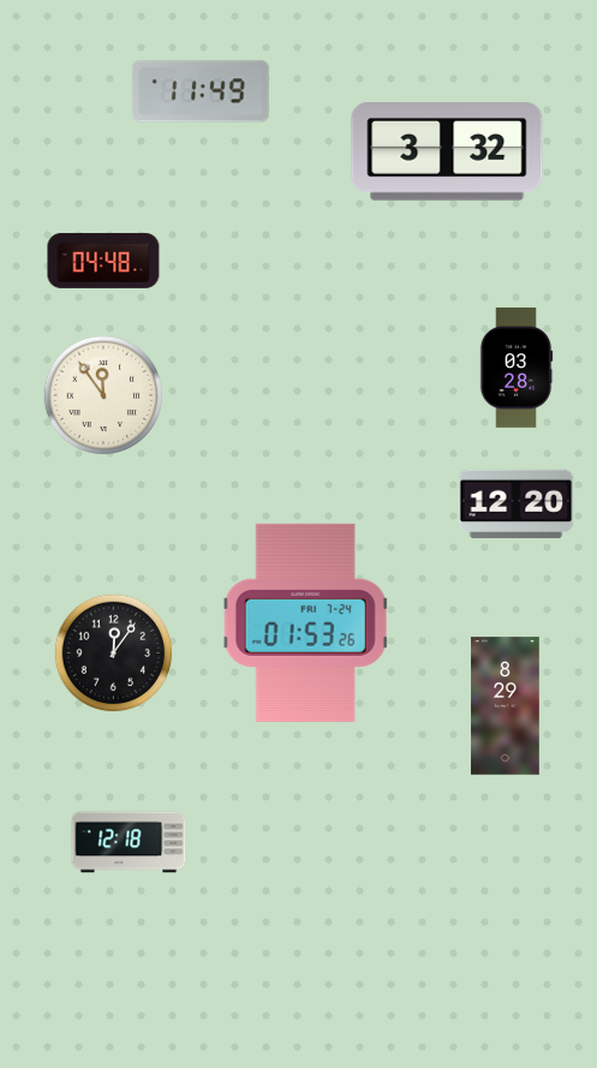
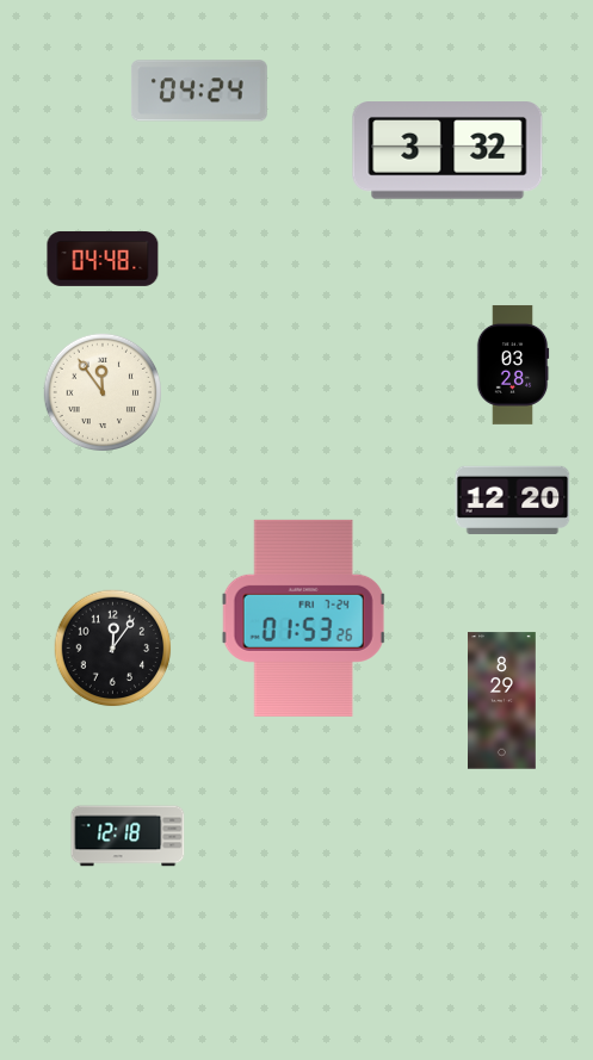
clock at (201, 91): 11:49 -> 04:24
clock at (447, 151) position: (447, 151) -> (447, 150)
